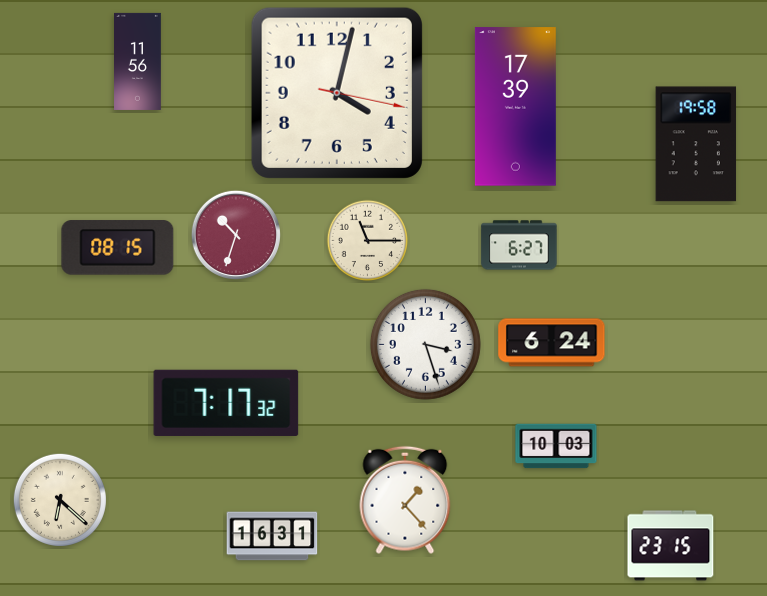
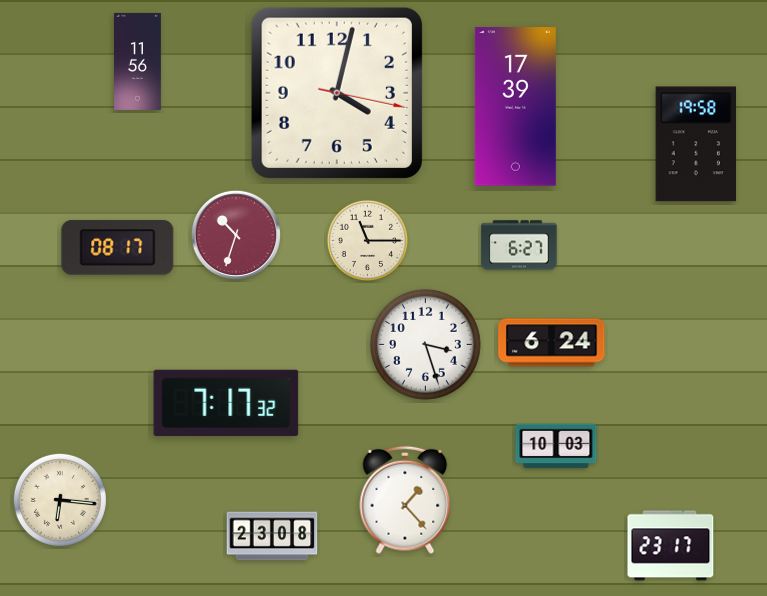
clock at (118, 248): 08:15 -> 08:17
clock at (60, 500): 6:22 -> 6:16
clock at (272, 536): 16:31 -> 23:08
clock at (671, 546): 23:15 -> 23:17
